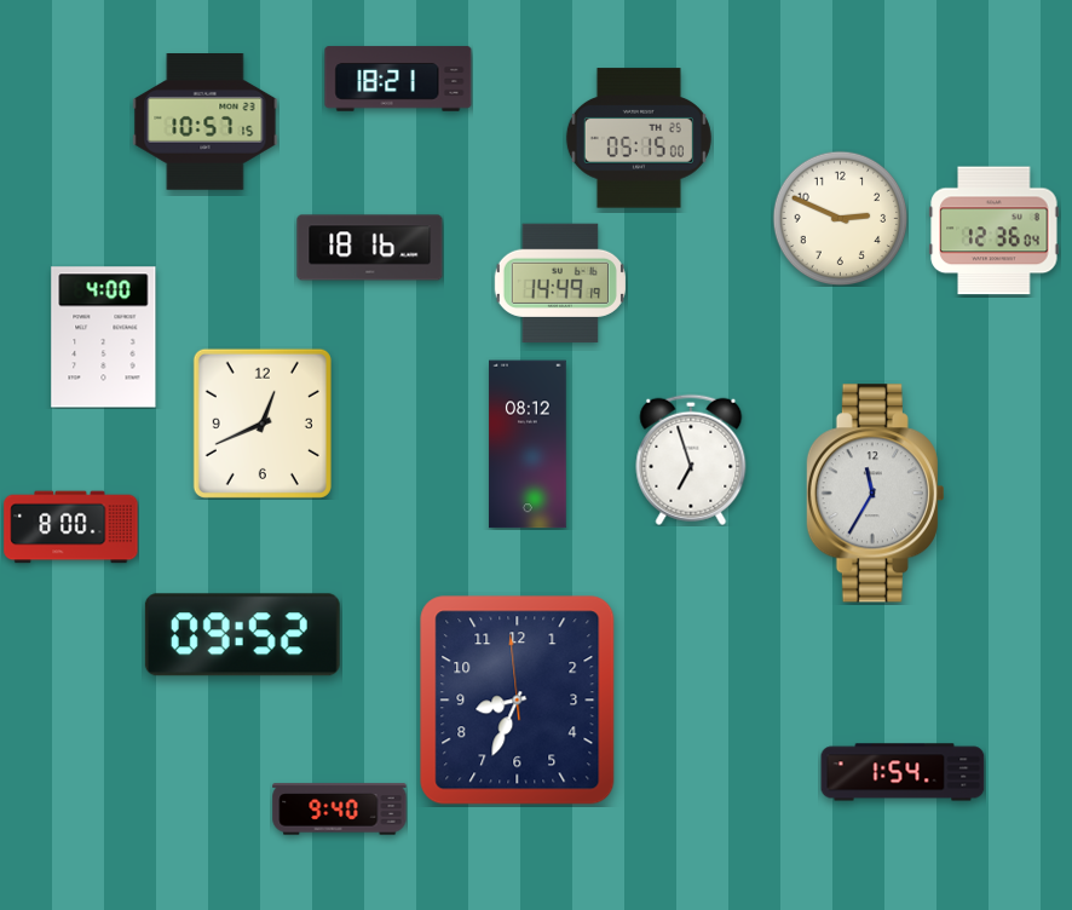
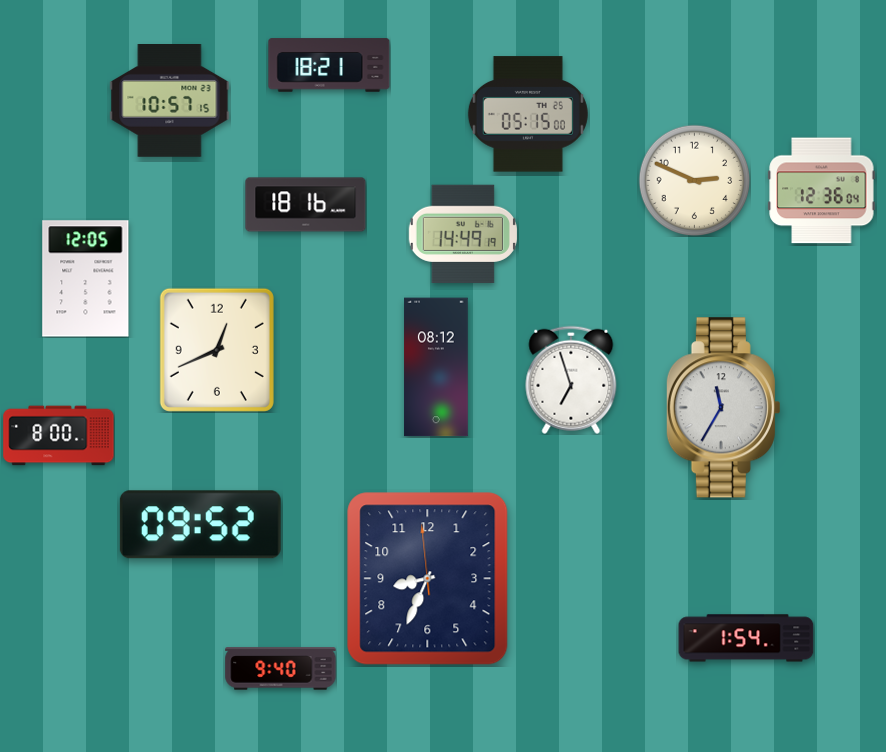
clock at (104, 338): 4:00 -> 12:05
